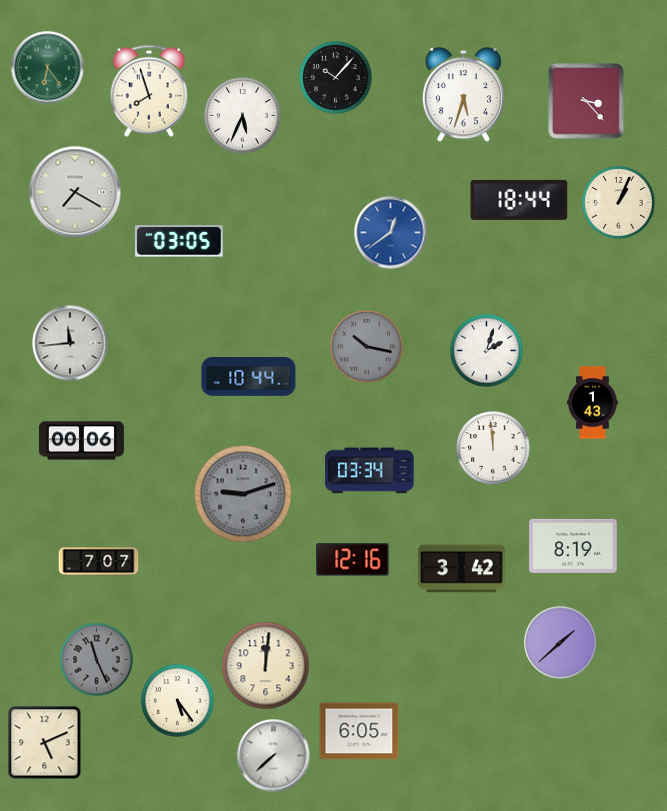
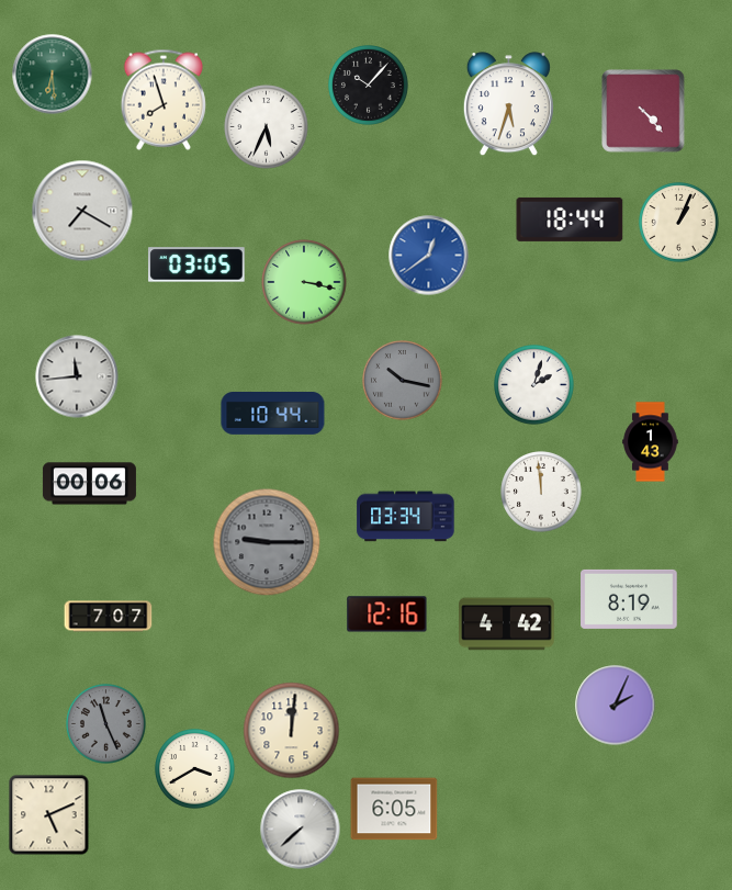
clock at (48, 68): 6:24 -> 6:29
clock at (586, 101): 3:23 -> 4:23
clock at (304, 282): none -> 3:17
clock at (243, 494): 9:12 -> 9:15
clock at (462, 569): 3:42 -> 4:42
clock at (561, 643): 1:38 -> 2:04
clock at (178, 701): 5:24 -> 3:40
clock at (359, 731) position: (359, 731) -> (394, 809)
